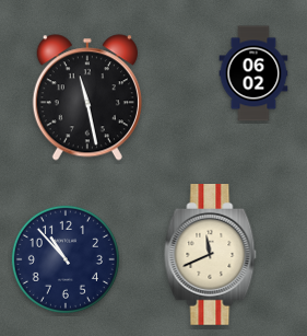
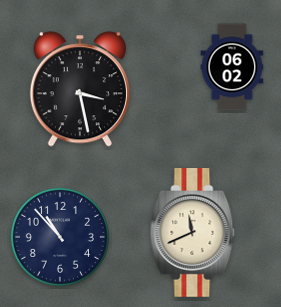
clock at (87, 97): 11:28 -> 3:28
